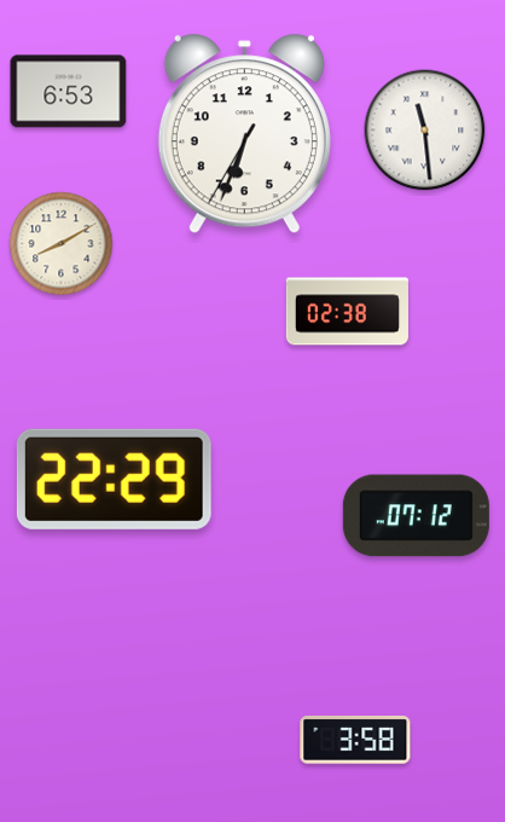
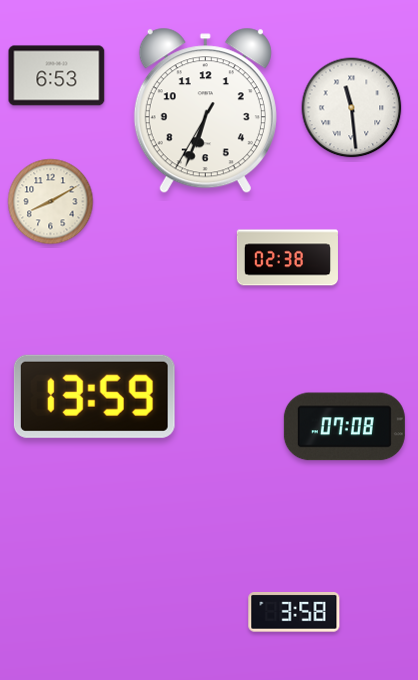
clock at (244, 134) position: (244, 134) -> (205, 111)
clock at (114, 479): 22:29 -> 13:59
clock at (416, 516): 07:12 -> 07:08
